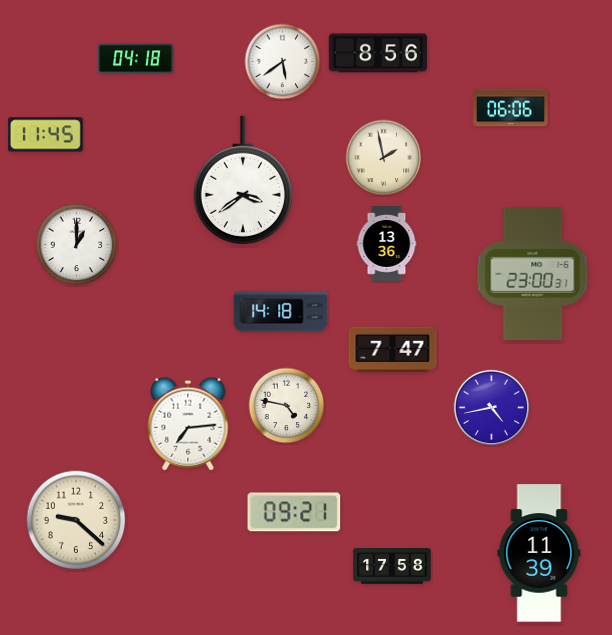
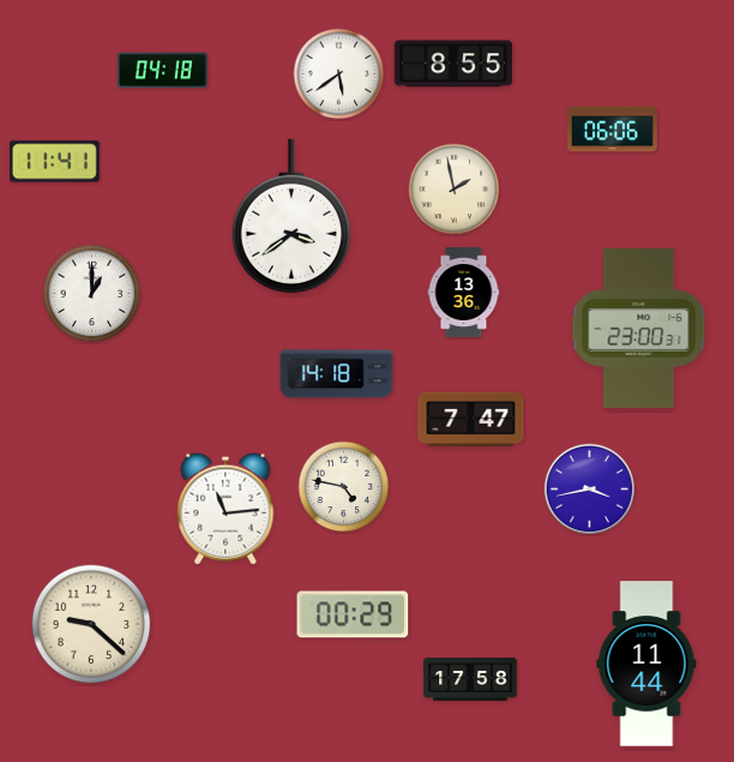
clock at (377, 53): 8:56 -> 8:55
clock at (45, 135): 11:45 -> 11:41
clock at (384, 158) position: (384, 158) -> (455, 190)
clock at (491, 407): 4:43 -> 3:43
clock at (188, 424): 7:14 -> 11:14
clock at (294, 512): 09:21 -> 00:29
clock at (539, 553): 11:39 -> 11:44
